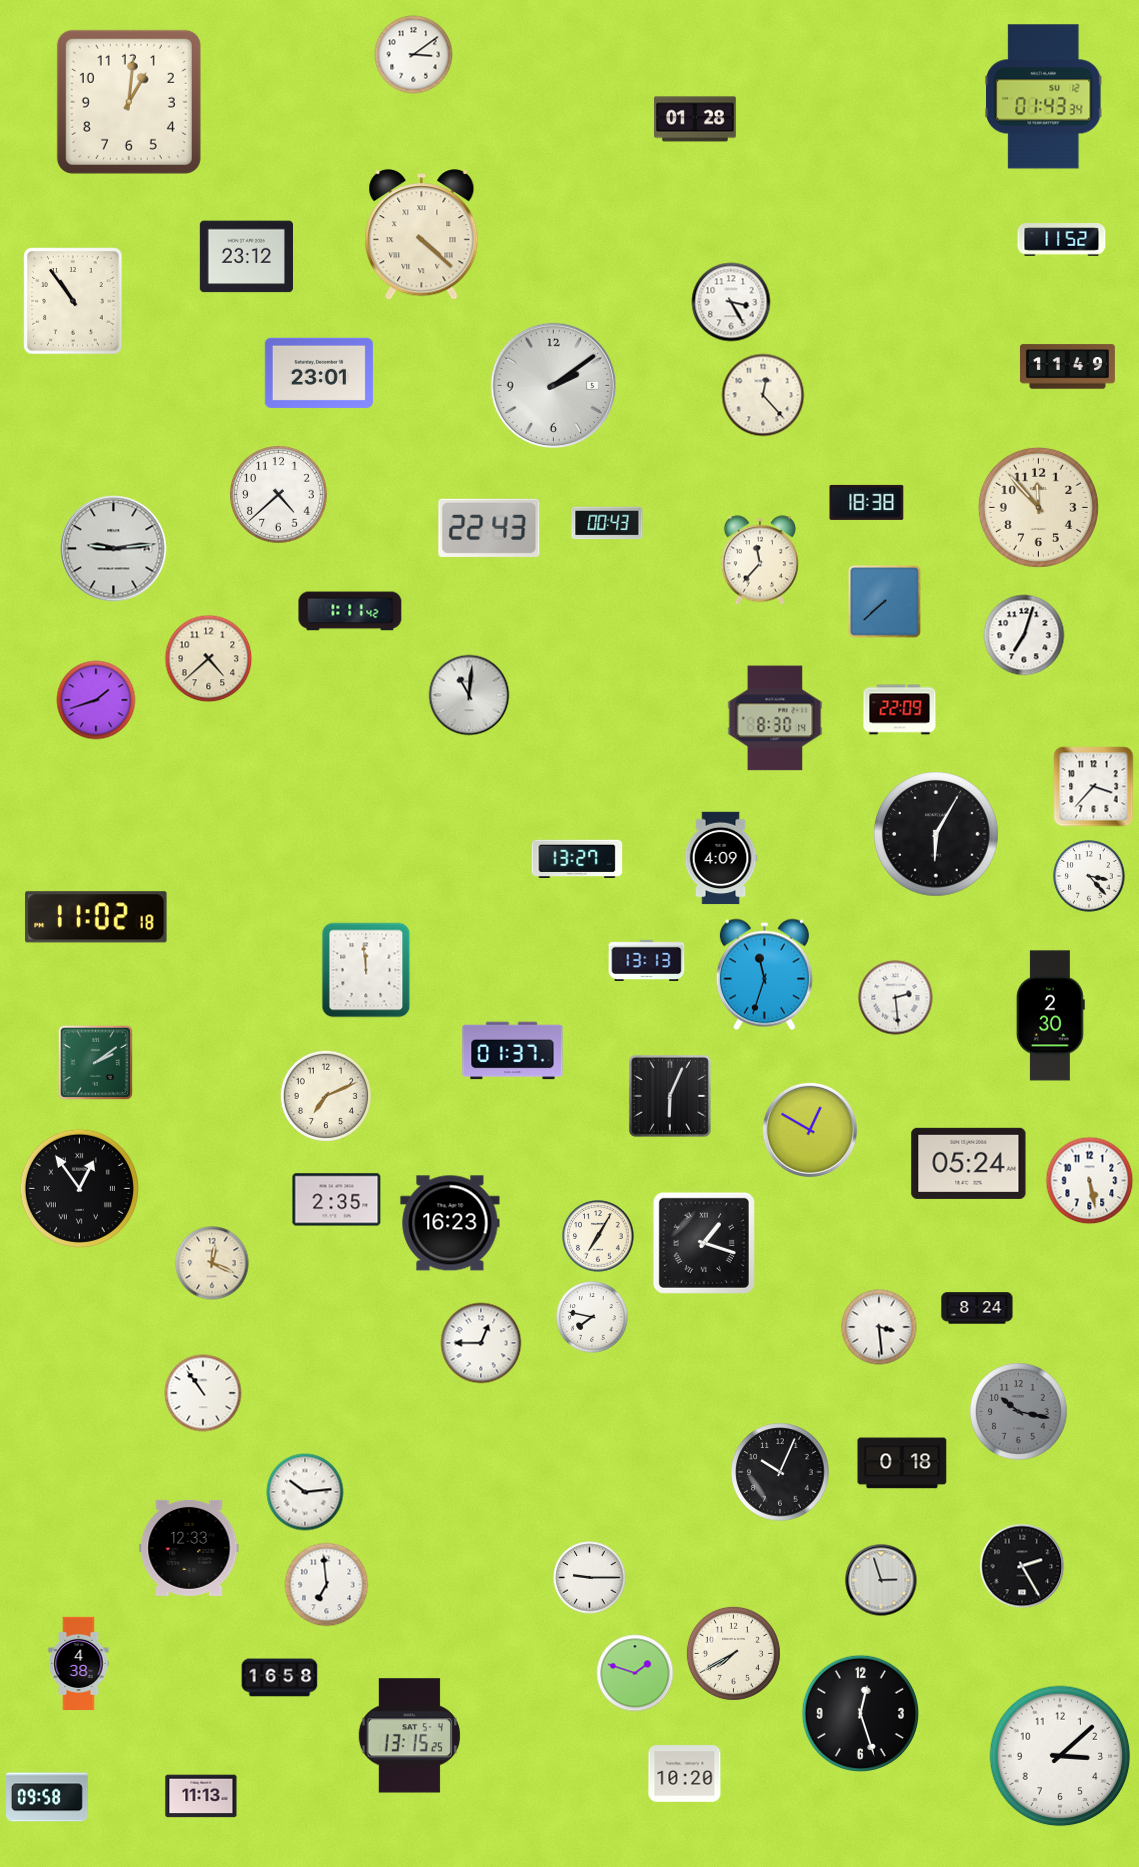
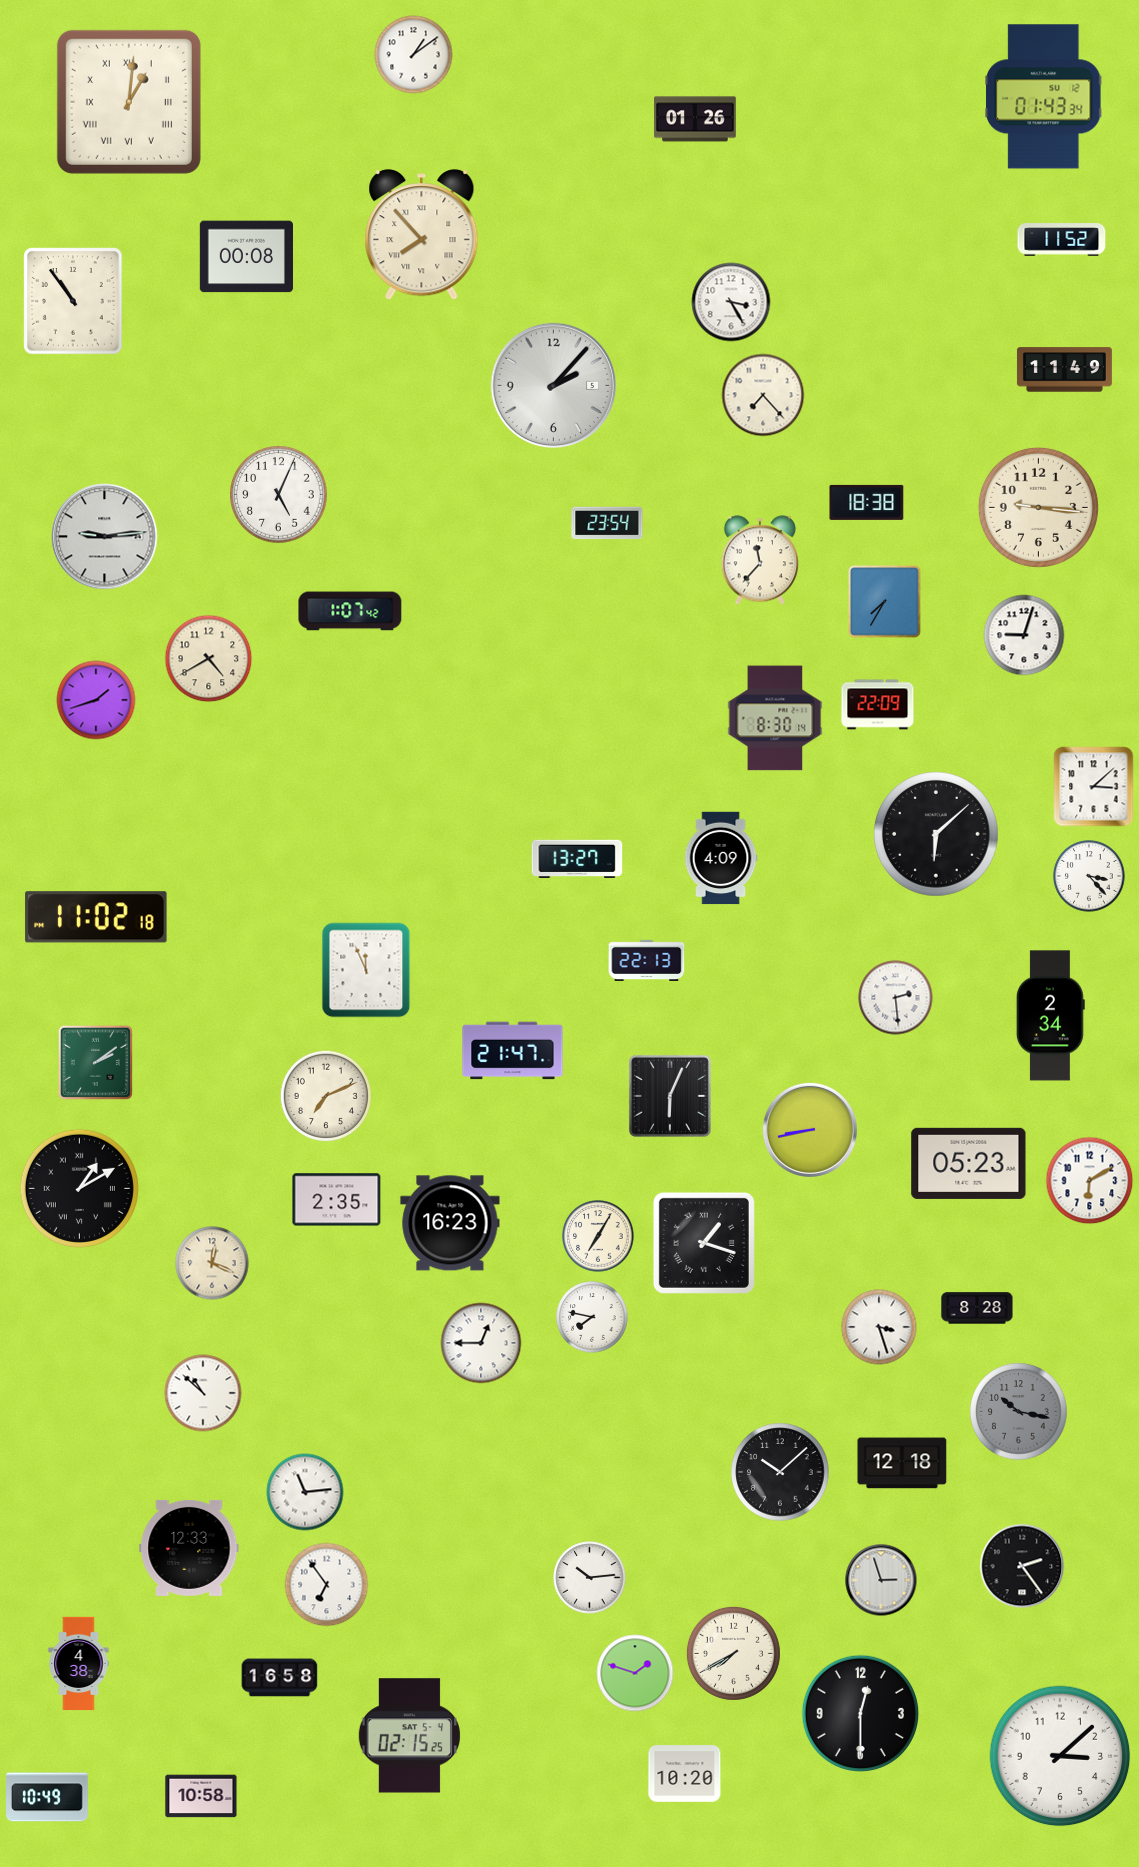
clock at (414, 55): 3:09 -> 1:09
clock at (129, 102) numerals: Arabic -> Roman
clock at (695, 119): 01:28 -> 01:26
clock at (422, 235): 4:22 -> 7:53
clock at (246, 257): 23:12 -> 00:08
clock at (1067, 367) position: (1067, 367) -> (1064, 370)
clock at (319, 373): 23:01 -> none
clock at (554, 386): 2:09 -> 2:07
clock at (763, 395): 12:23 -> 7:23
clock at (279, 495): 4:38 -> 5:04
clock at (1038, 507): 11:53 -> 9:16
clock at (607, 523): 00:43 -> 23:54
clock at (489, 528): 22:43 -> none
clock at (114, 549) position: (114, 549) -> (105, 537)
clock at (885, 602): 7:38 -> 7:35
clock at (350, 611): 1:11 -> 1:07
clock at (1024, 635): 7:03 -> 9:03
clock at (209, 659): 4:38 -> 4:40
clock at (469, 695): 11:01 -> none
clock at (900, 710) position: (900, 710) -> (878, 705)
clock at (1094, 787): 3:37 -> 3:08
clock at (936, 834): 6:05 -> 6:08
clock at (647, 960): 13:13 -> 22:13
clock at (366, 970): 11:59 -> 11:56
clock at (764, 975): 11:33 -> none
clock at (1050, 1016): 2:30 -> 2:34
clock at (513, 1051): 01:37 -> 21:47
clock at (810, 1130): 12:50 -> 8:43
clock at (969, 1163): 05:24 -> 05:23
clock at (1090, 1181): 5:28 -> 6:10
clock at (79, 1188): 12:54 -> 1:10
clock at (977, 1308): 8:24 -> 8:28
clock at (879, 1327): 3:29 -> 3:27
clock at (203, 1393): 10:54 -> 10:52
clock at (902, 1463): 0:18 -> 12:18
clock at (780, 1472): 10:04 -> 10:08
clock at (305, 1492): 10:14 -> 11:14
clock at (1022, 1566): 2:25 -> 2:24
clock at (590, 1578): 9:15 -> 10:14
clock at (327, 1585): 6:59 -> 6:54
clock at (860, 1713): 12:27 -> 12:30
clock at (409, 1736): 13:15 -> 02:15
clock at (201, 1796): 11:13 -> 10:58
clock at (47, 1797): 09:58 -> 10:49
